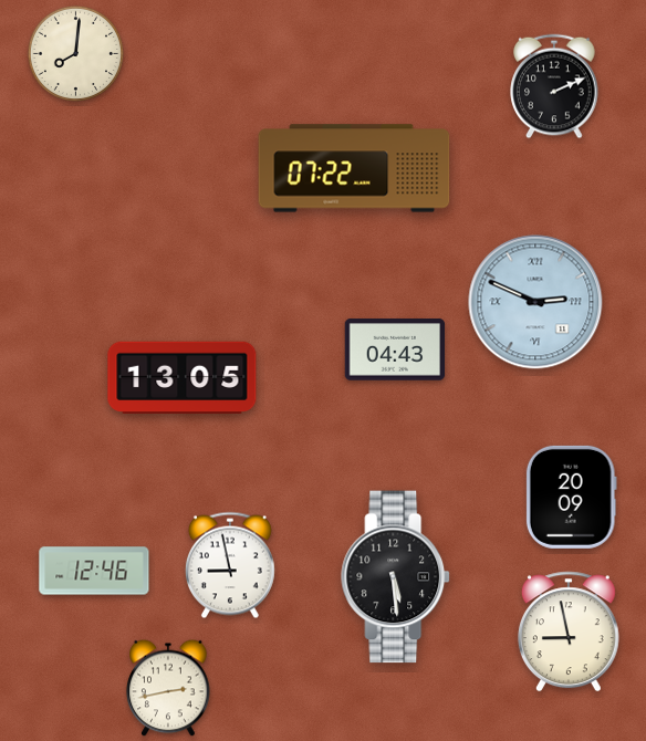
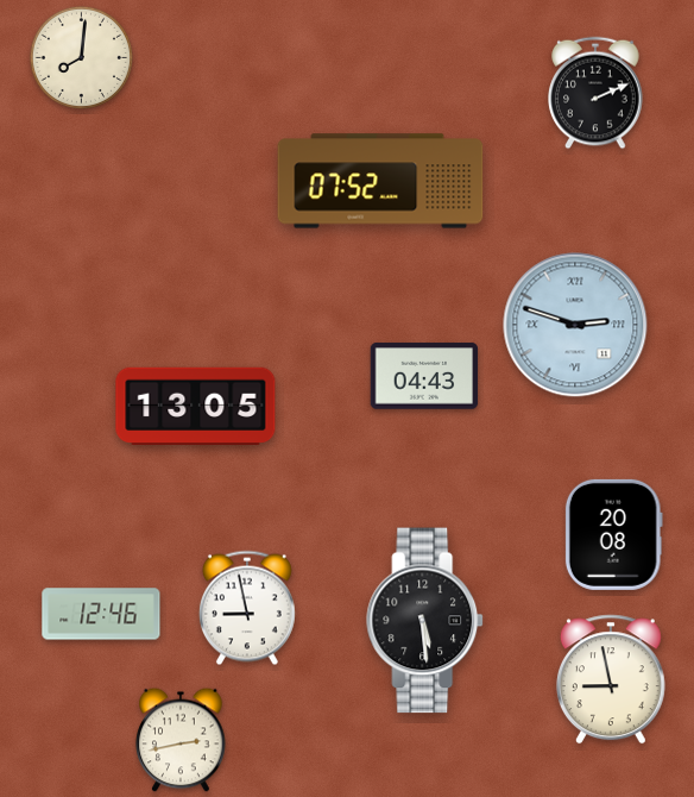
clock at (354, 168): 07:22 -> 07:52
clock at (535, 302): 2:49 -> 2:48
clock at (571, 497): 20:09 -> 20:08
